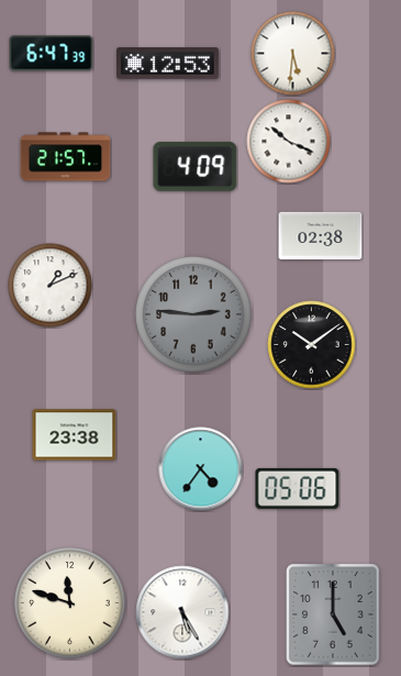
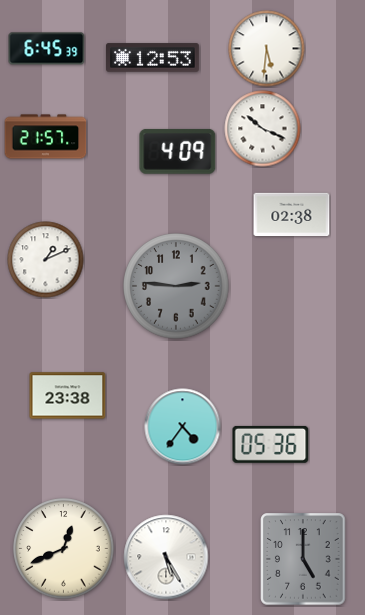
clock at (52, 54): 6:47 -> 6:45
clock at (66, 157) position: (66, 157) -> (46, 137)
clock at (312, 345): 10:09 -> none
clock at (298, 488): 05:06 -> 05:36
clock at (70, 603): 11:48 -> 12:41
